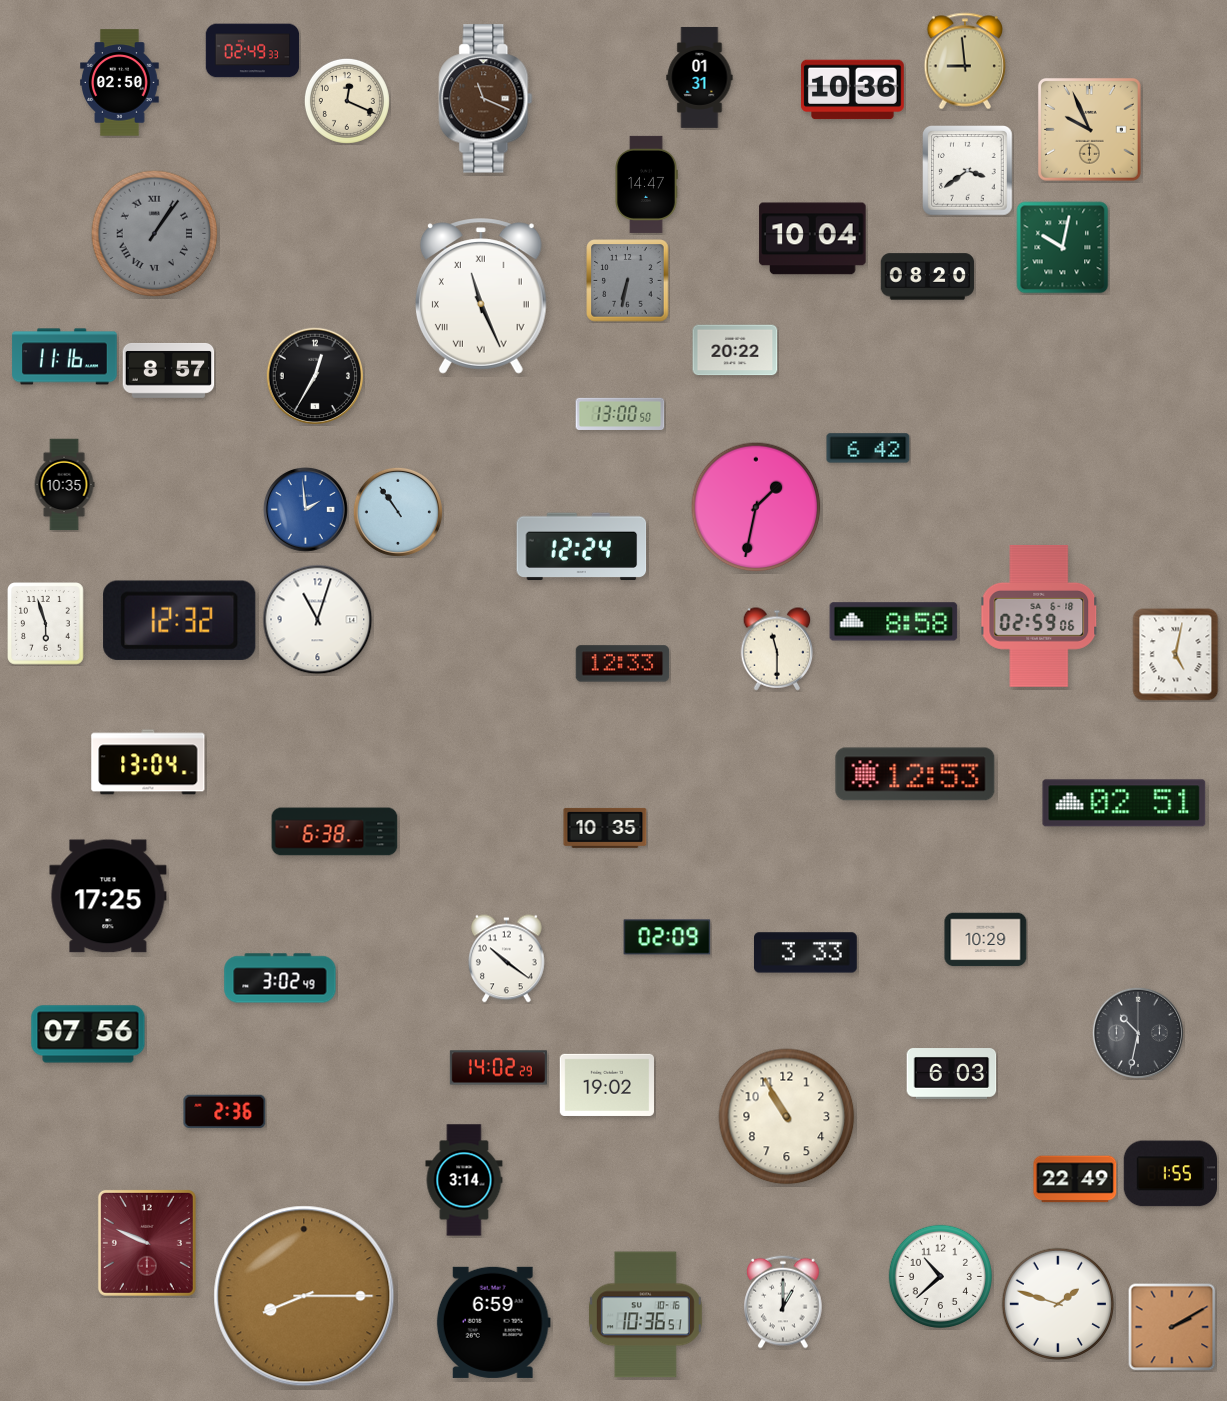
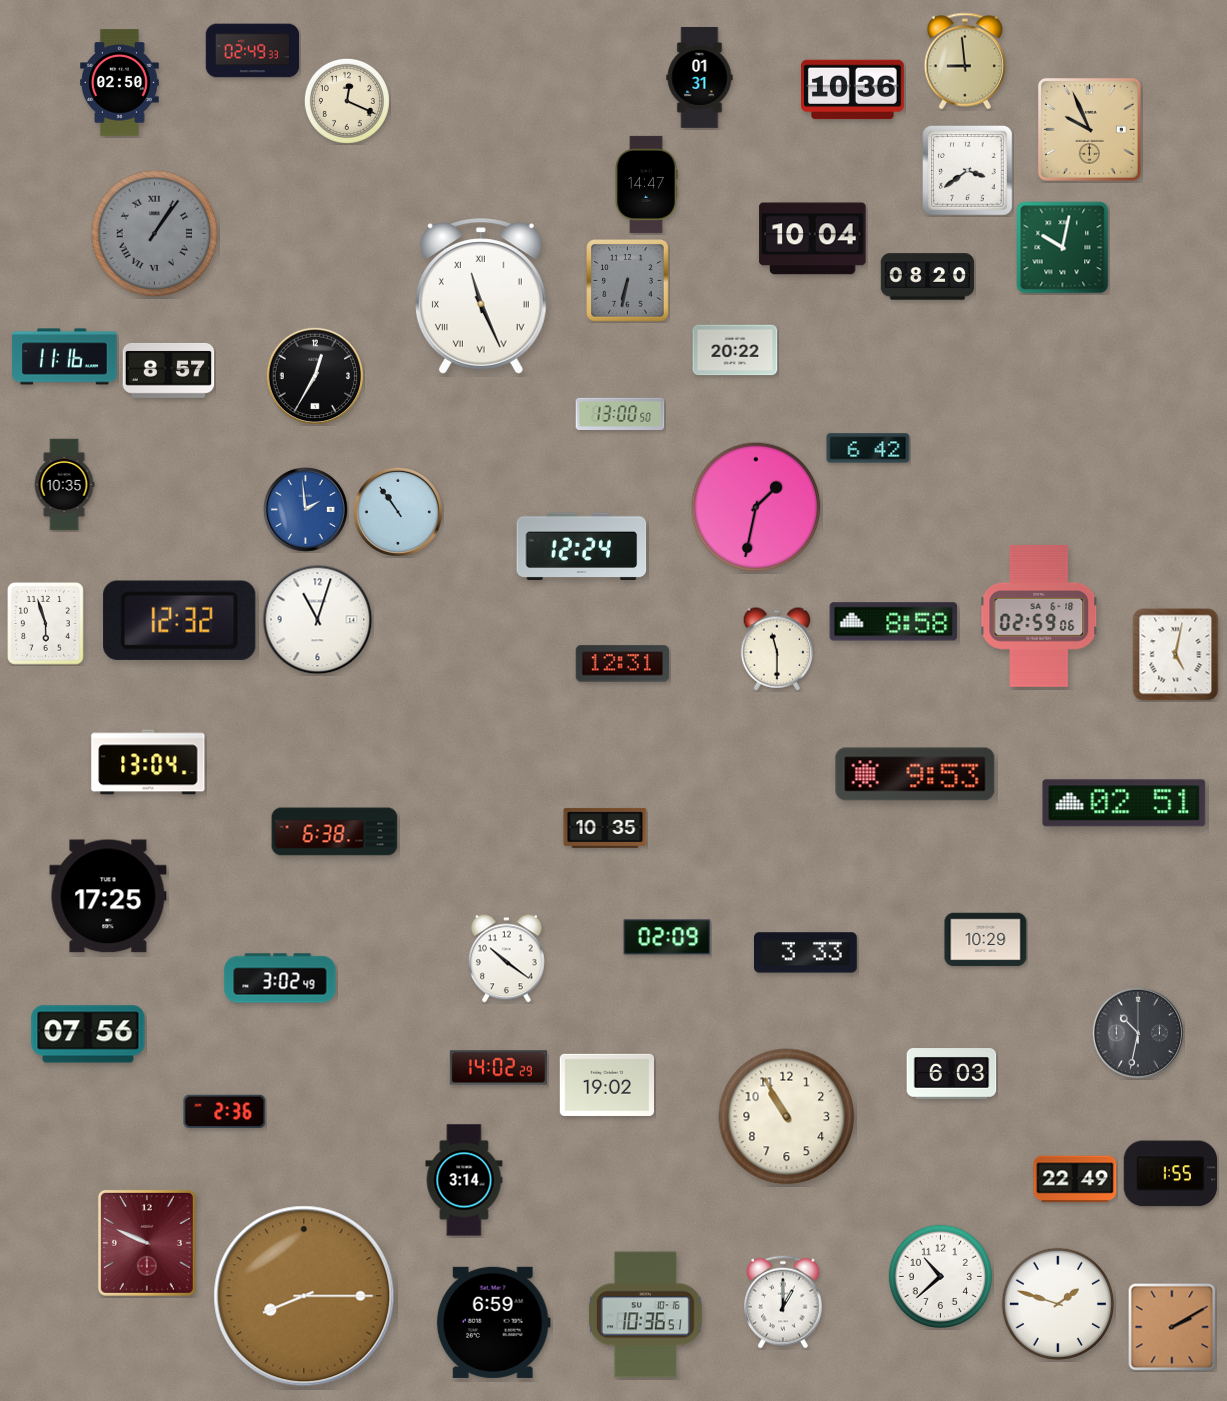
clock at (486, 99): 11:19 -> none
clock at (623, 664): 12:33 -> 12:31
clock at (915, 774): 12:53 -> 9:53
